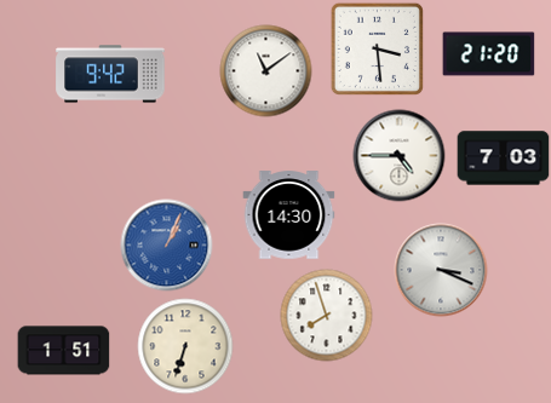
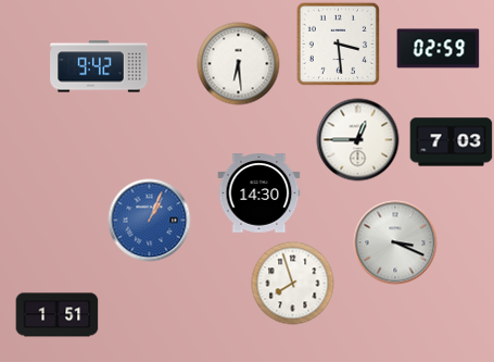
clock at (489, 54): 21:20 -> 02:59
clock at (266, 71): 11:09 -> 6:29
clock at (400, 156): 4:45 -> 12:45
clock at (185, 346): 6:33 -> none
